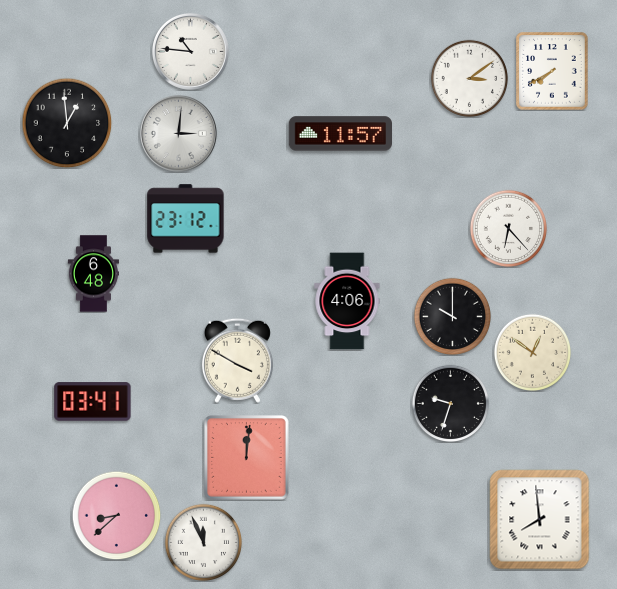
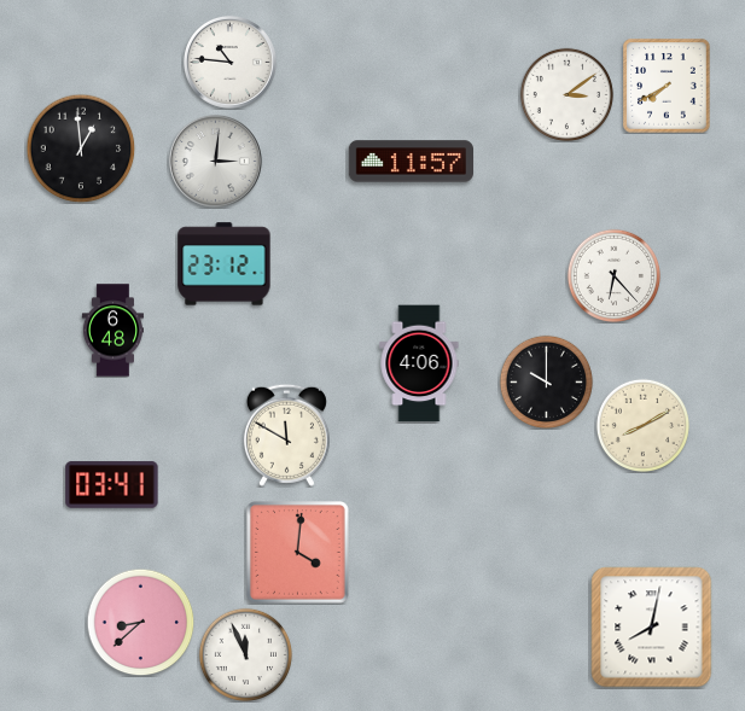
clock at (532, 352): 12:51 -> 8:10
clock at (237, 360): 3:50 -> 11:50
clock at (450, 403): 9:33 -> none
clock at (247, 458): 12:01 -> 4:01
clock at (540, 520): 7:59 -> 8:02
